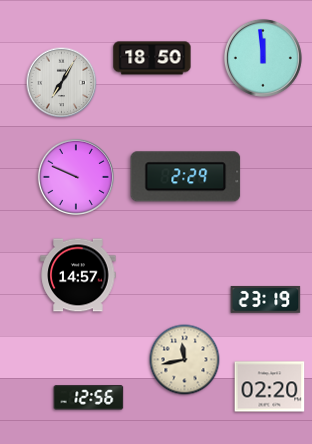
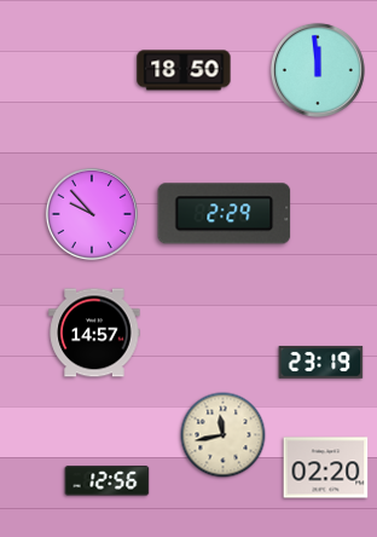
clock at (62, 83): 7:05 -> none
clock at (76, 177): 9:49 -> 9:53
